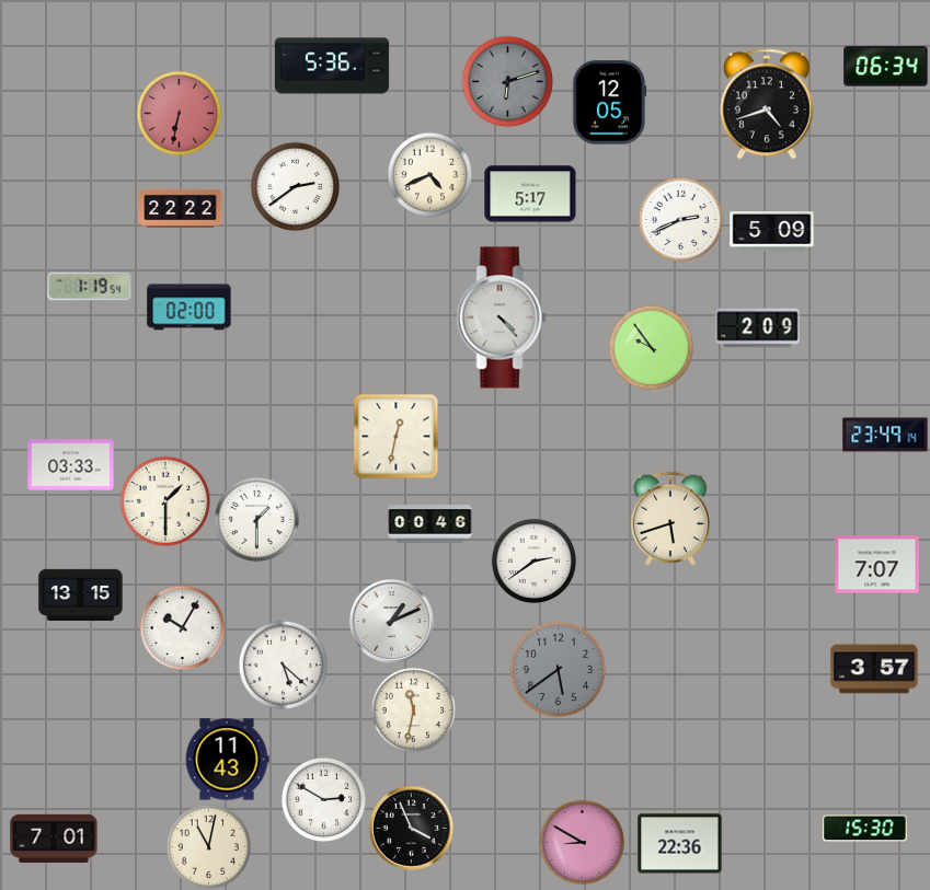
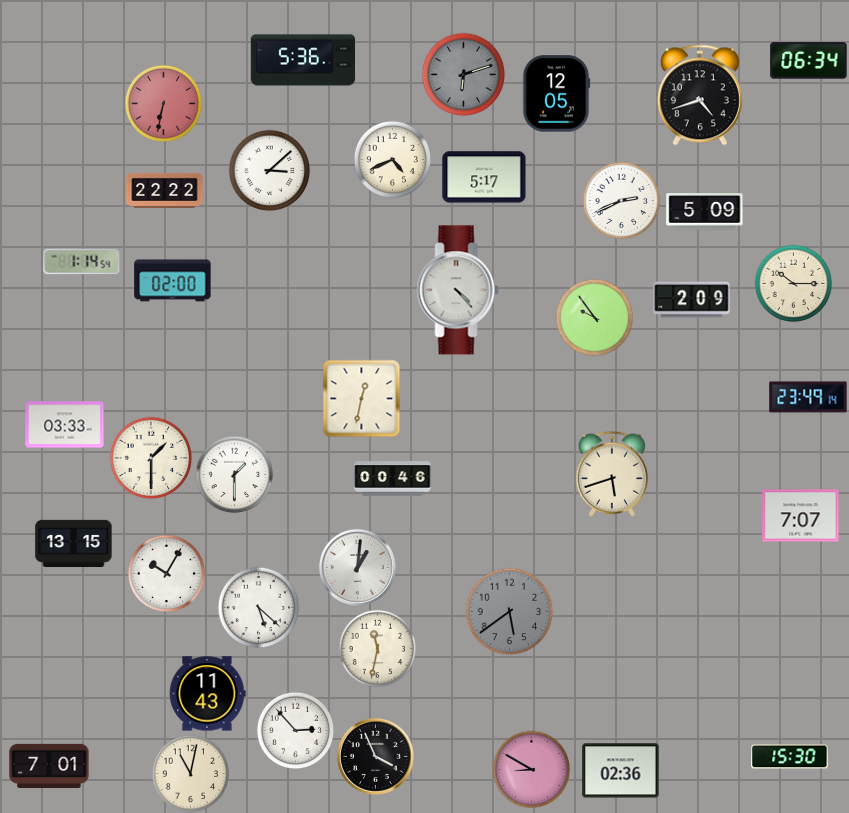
clock at (295, 186): 2:39 -> 3:08
clock at (90, 287): 1:19 -> 1:14
clock at (793, 283): none -> 10:15
clock at (533, 560): 2:39 -> none
clock at (391, 621): 1:11 -> 1:01
clock at (874, 669): 3:57 -> none
clock at (323, 799): 2:50 -> 2:53
clock at (680, 844): 22:36 -> 02:36
